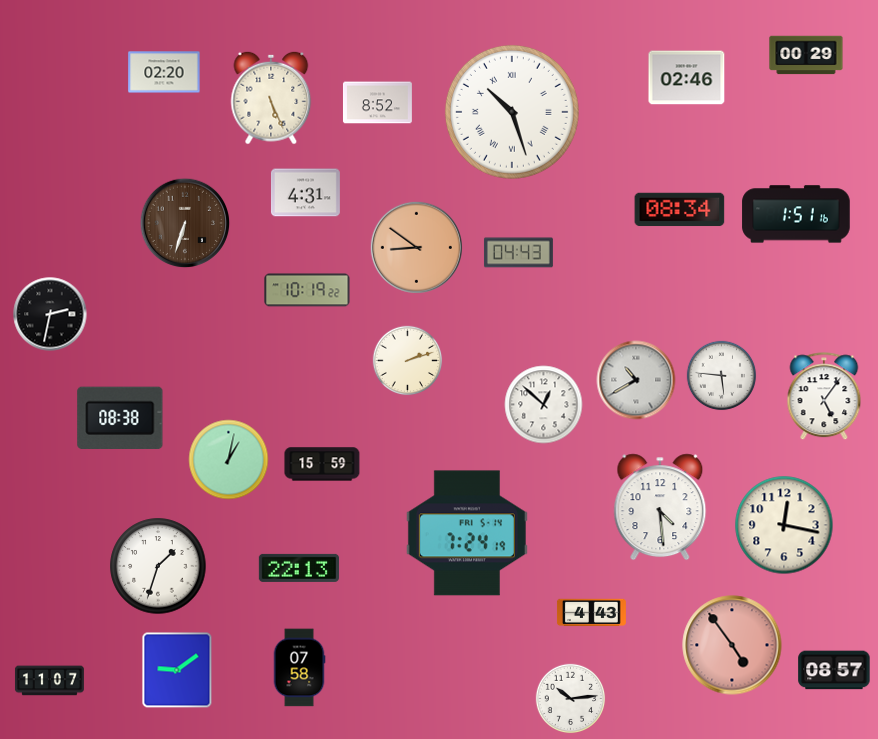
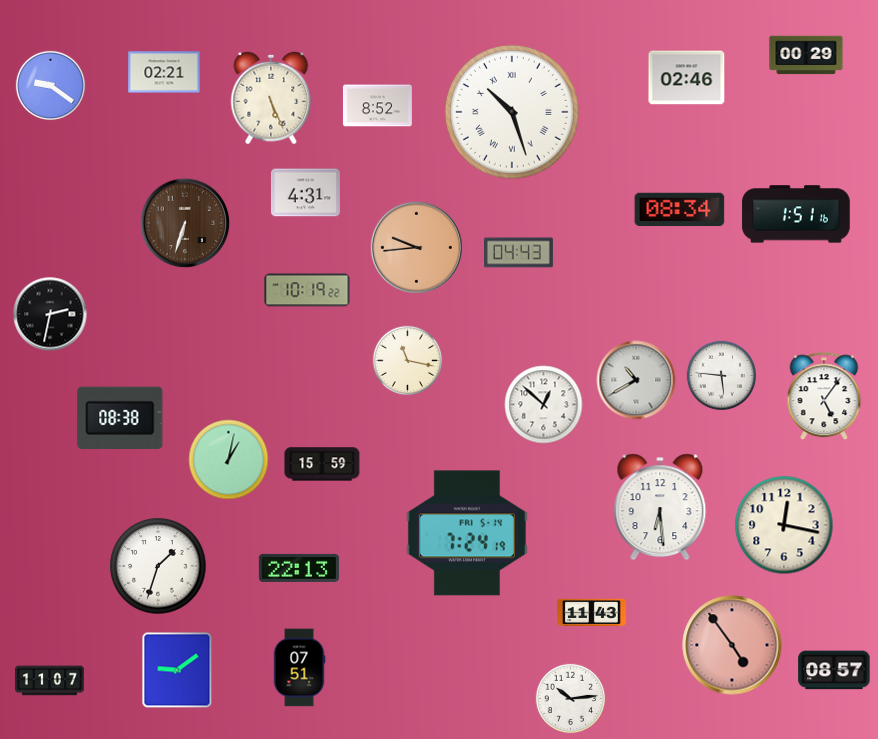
clock at (164, 72): 02:20 -> 02:21
clock at (51, 86): none -> 9:21
clock at (377, 103) position: (377, 103) -> (377, 106)
clock at (416, 247): 8:51 -> 9:44
clock at (408, 361): 2:12 -> 11:17
clock at (660, 507): 4:29 -> 6:29
clock at (591, 613): 4:43 -> 11:43
clock at (299, 668): 07:58 -> 07:51
